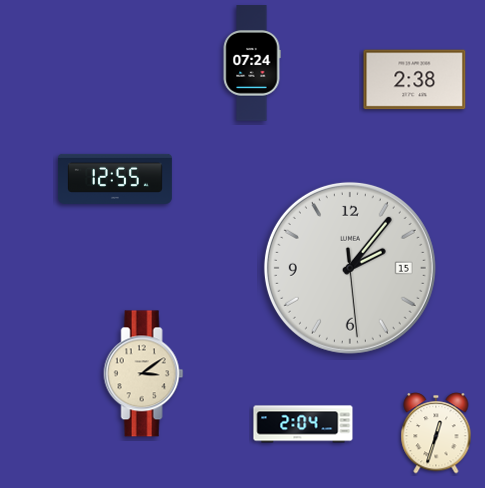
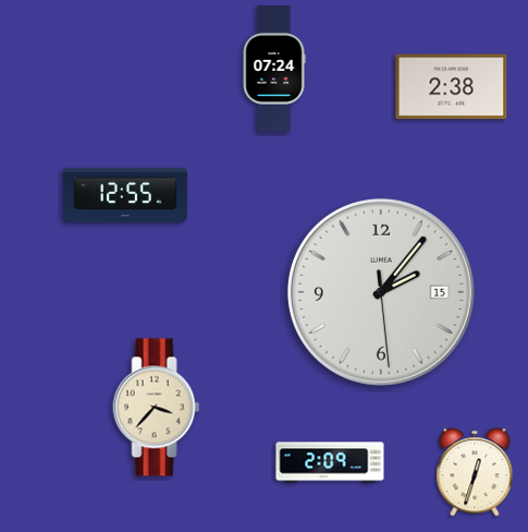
clock at (144, 374): 3:09 -> 3:37
clock at (303, 424): 2:04 -> 2:09
